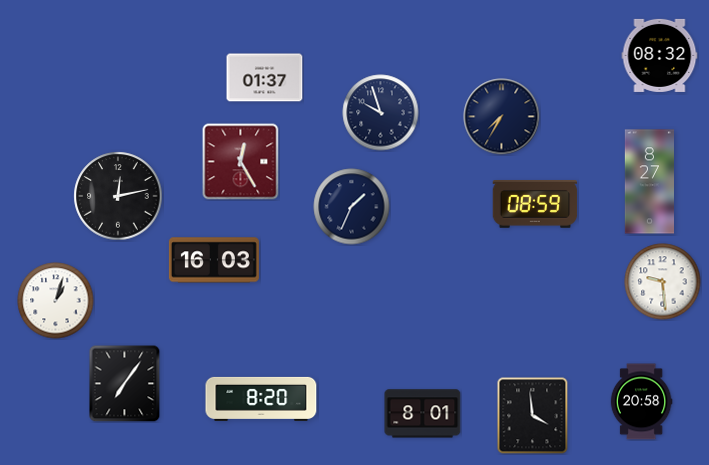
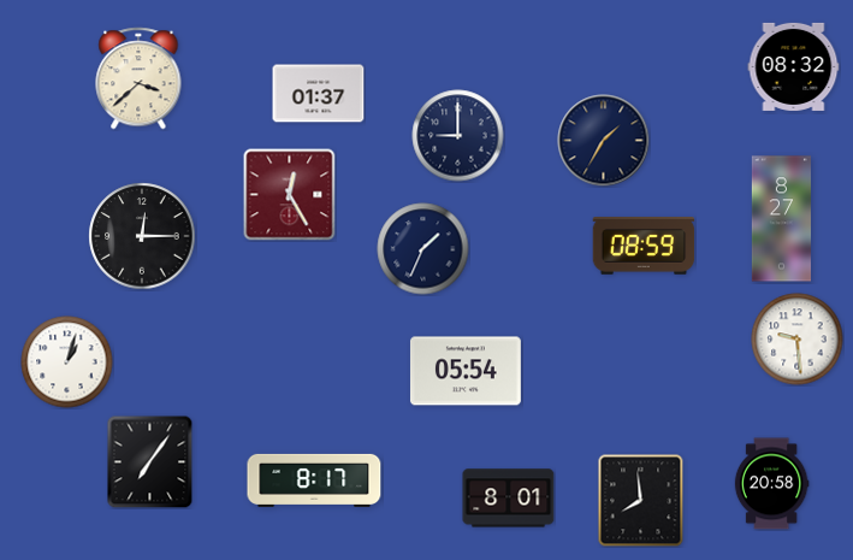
clock at (138, 78): none -> 3:38
clock at (381, 113): 9:57 -> 9:00
clock at (502, 117): 7:35 -> 1:35
clock at (118, 196): 12:13 -> 12:15
clock at (214, 260): 16:03 -> none
clock at (466, 371): none -> 05:54
clock at (261, 399): 8:20 -> 8:17
clock at (533, 416): 3:59 -> 7:59
